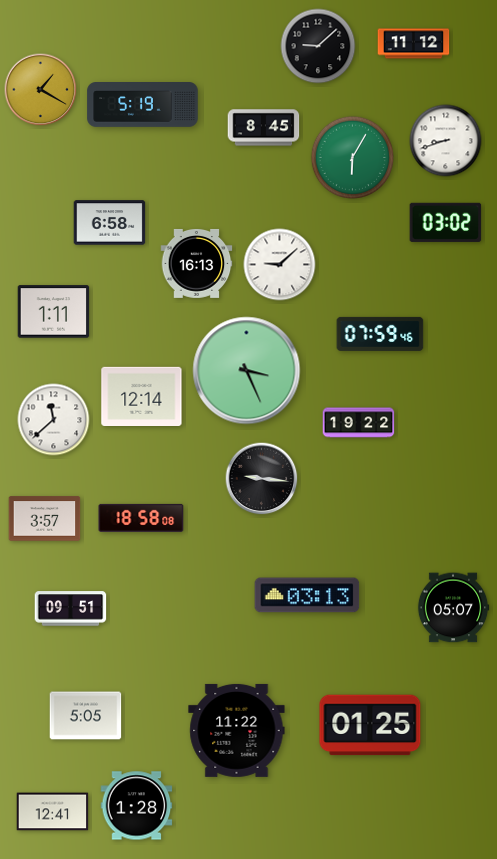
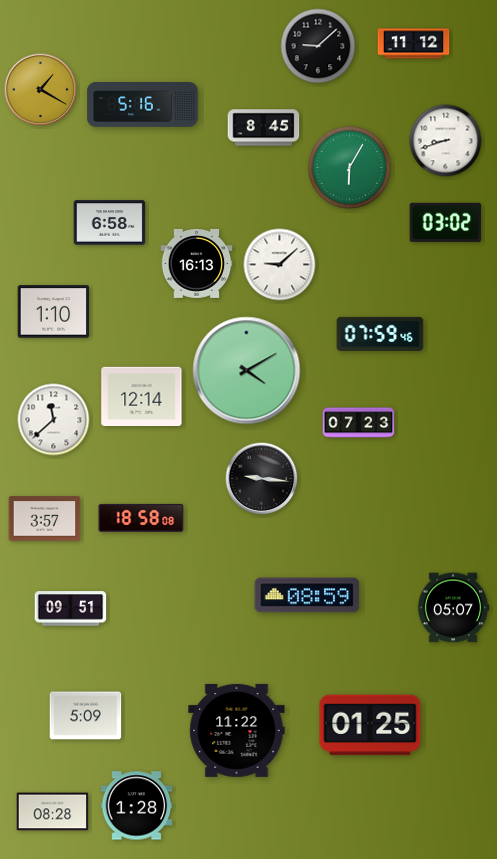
clock at (143, 105): 5:19 -> 5:16
clock at (353, 158) position: (353, 158) -> (350, 168)
clock at (54, 312): 1:11 -> 1:10
clock at (247, 371): 3:26 -> 4:10
clock at (359, 423): 19:22 -> 07:23
clock at (307, 595): 03:13 -> 08:59
clock at (86, 716): 5:05 -> 5:09
clock at (53, 812): 12:41 -> 08:28
